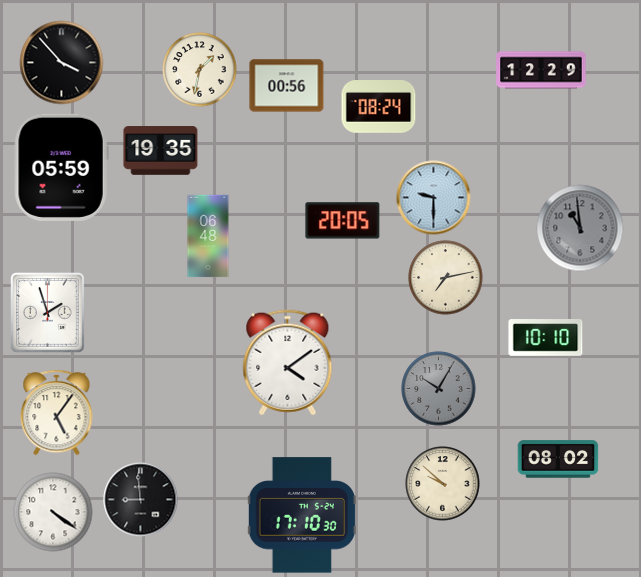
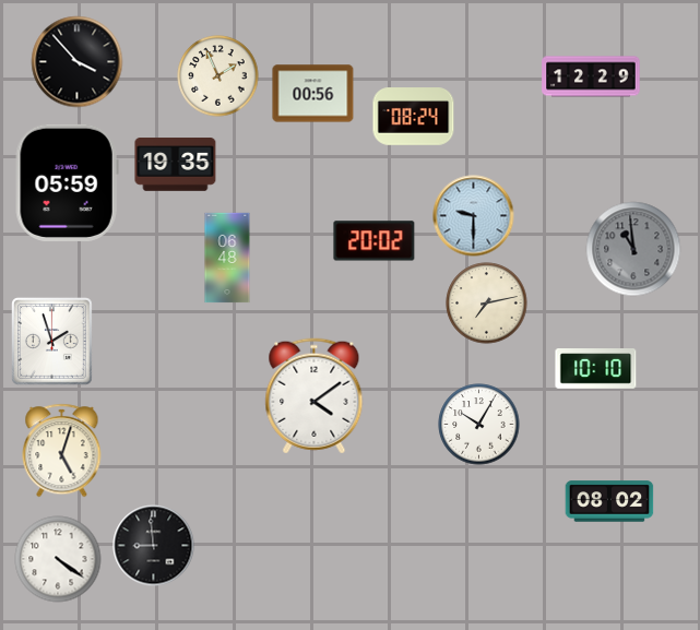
clock at (62, 63) position: (62, 63) -> (78, 62)
clock at (200, 70): 1:32 -> 1:56
clock at (343, 221): 20:05 -> 20:02
clock at (439, 389) dial: grey -> white
clock at (57, 413): 5:06 -> 5:03
clock at (443, 484): 9:52 -> none
clock at (301, 515): 17:10 -> none
